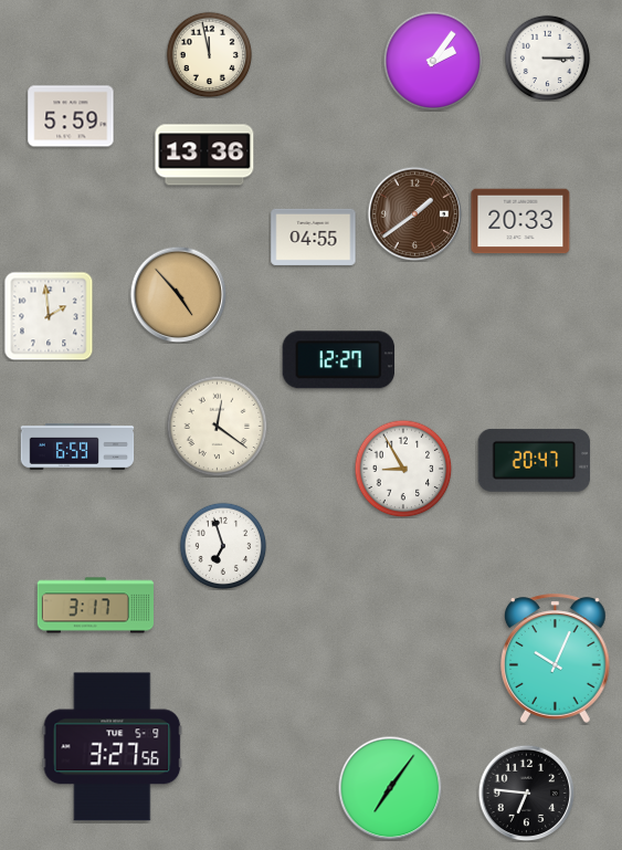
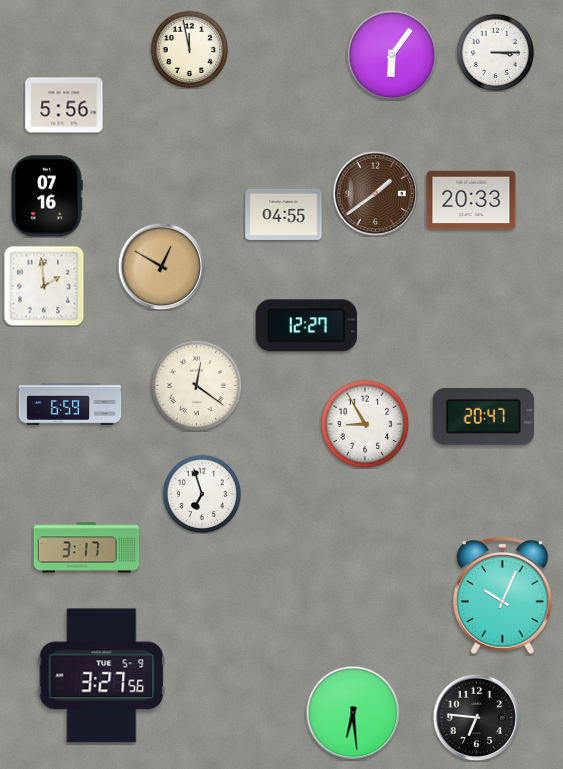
clock at (433, 61): 2:06 -> 6:06
clock at (71, 116): 5:59 -> 5:56
clock at (204, 155): 13:36 -> none
clock at (48, 196): none -> 07:16
clock at (178, 294): 4:53 -> 12:50
clock at (390, 788): 7:06 -> 6:29
